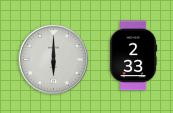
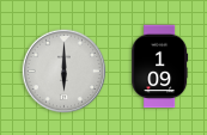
clock at (134, 56): 2:33 -> 1:09
